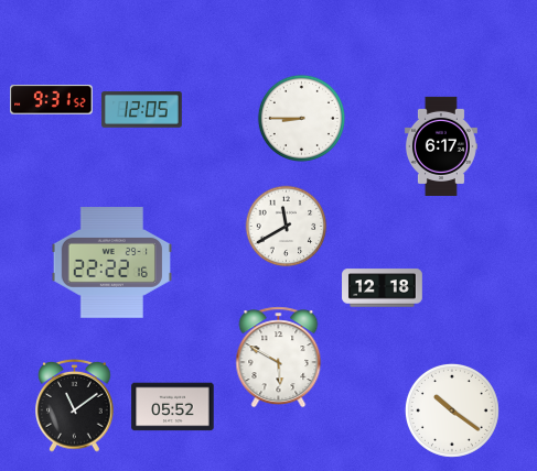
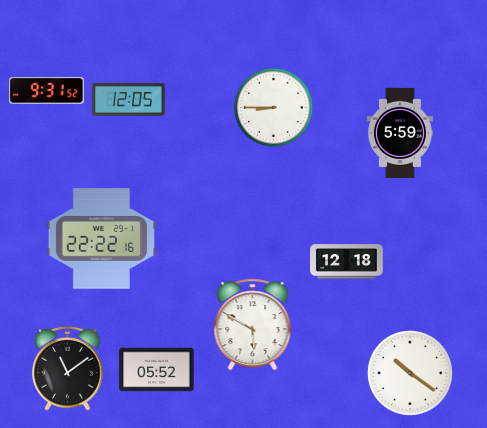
clock at (441, 146): 6:17 -> 5:59
clock at (287, 227): 11:40 -> none
